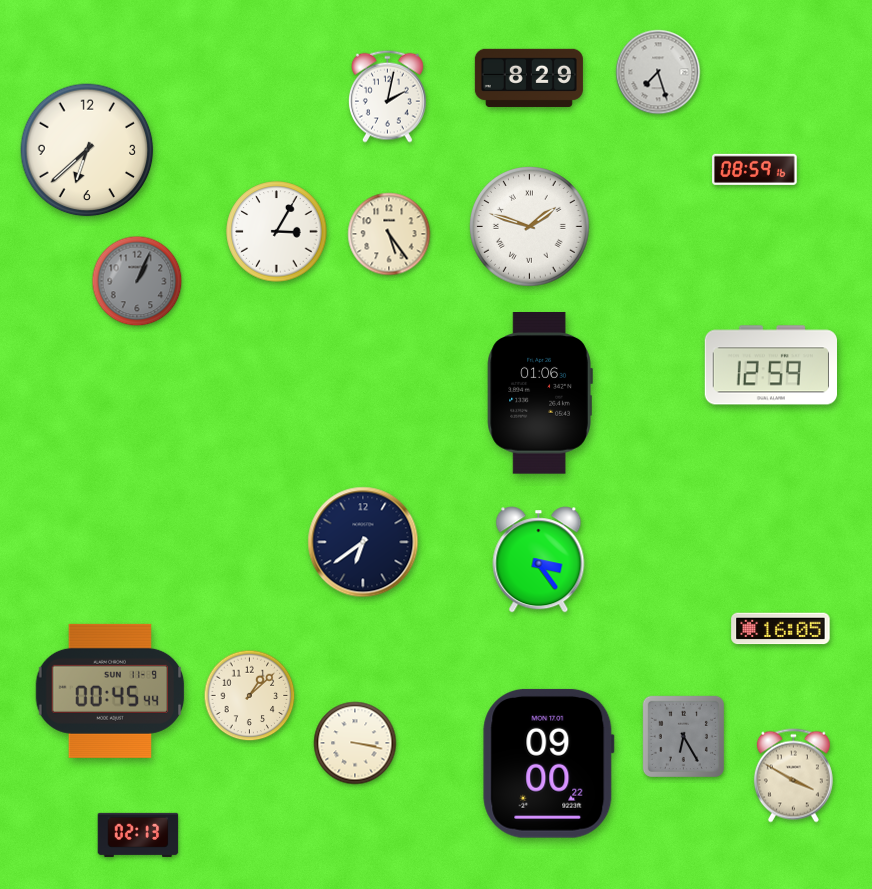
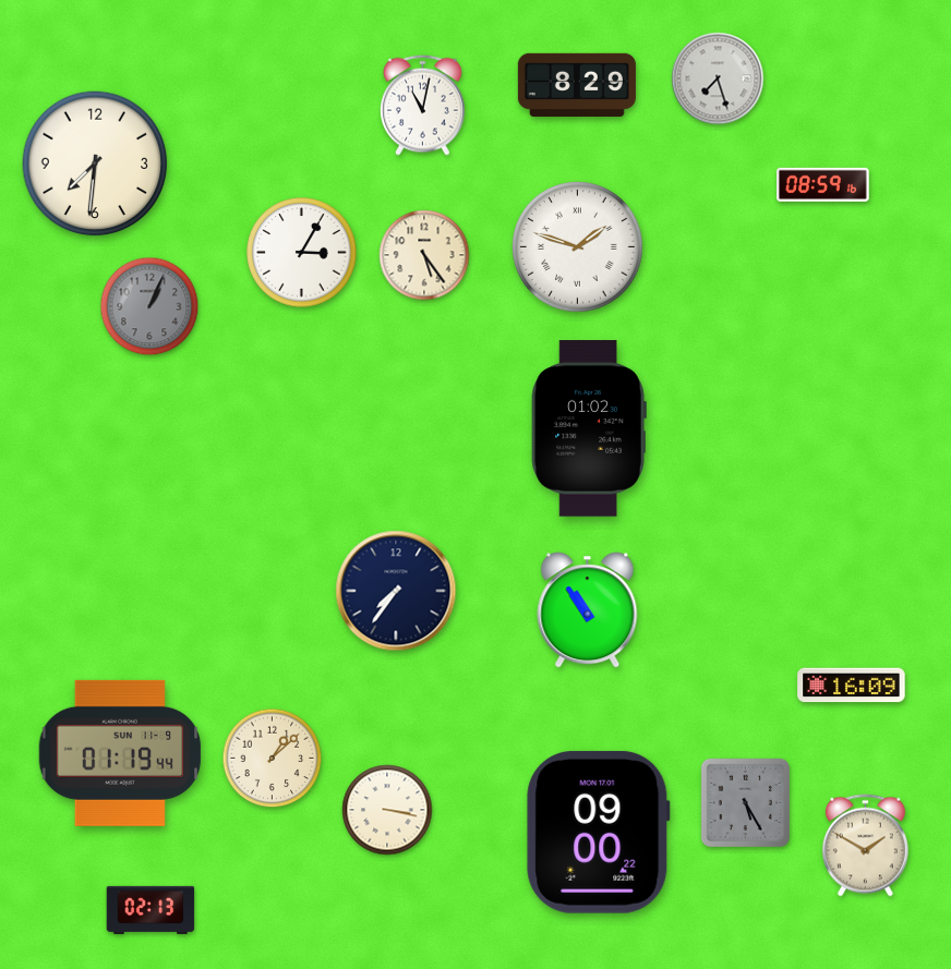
clock at (388, 96): 2:02 -> 11:02
clock at (87, 150): 6:38 -> 7:31
clock at (770, 365): 12:59 -> none
clock at (540, 393): 01:06 -> 01:02
clock at (363, 542): 6:39 -> 7:36
clock at (539, 560): 3:24 -> 10:54
clock at (781, 629): 16:05 -> 16:09
clock at (110, 691): 00:45 -> 01:19
clock at (683, 736): 6:25 -> 5:25
clock at (793, 776): 3:50 -> 1:50
